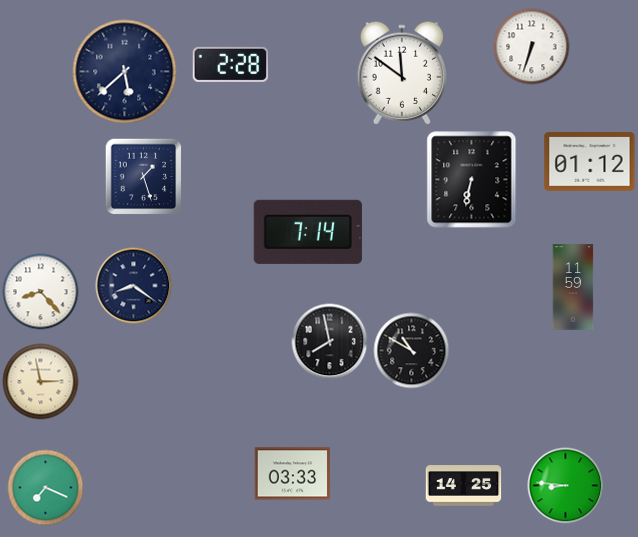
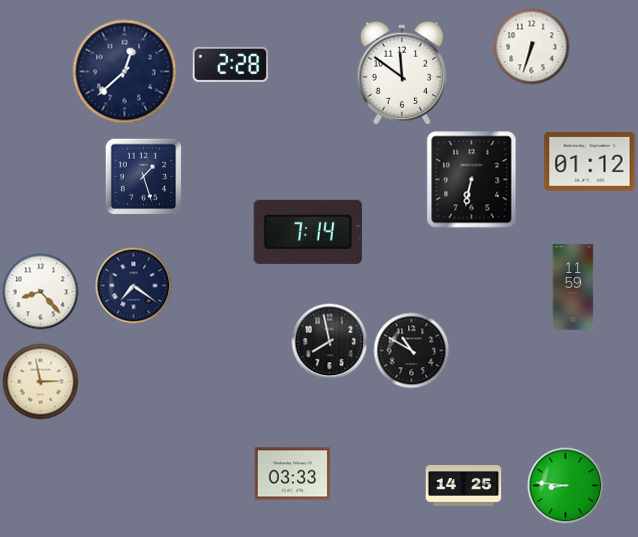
clock at (125, 72): 5:38 -> 12:38
clock at (134, 286): 8:21 -> 7:21
clock at (46, 488): 7:19 -> none
